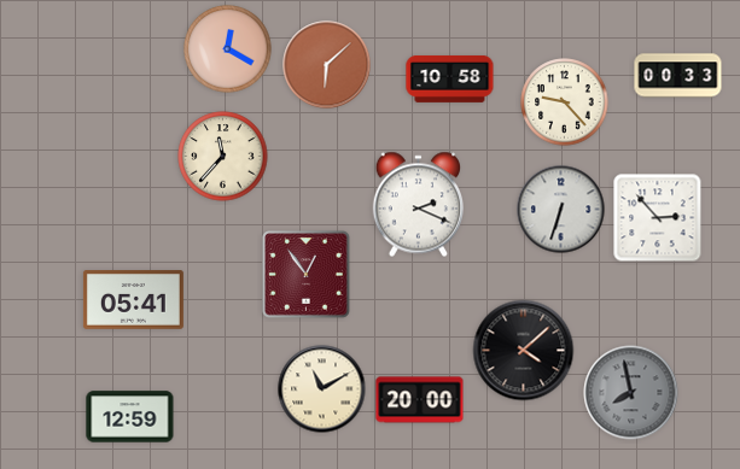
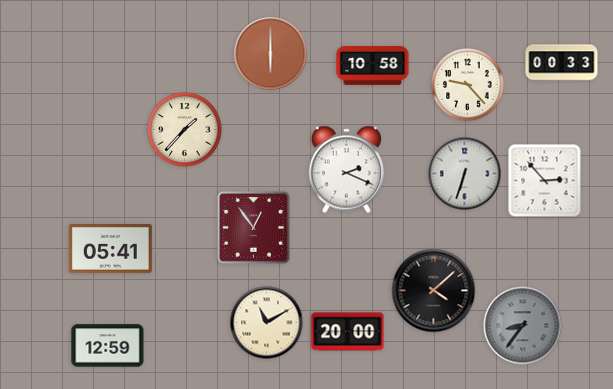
clock at (228, 49): 12:20 -> none
clock at (327, 65): 6:08 -> 6:00
clock at (223, 157): 11:37 -> 1:37
clock at (631, 393): 7:58 -> 8:36
